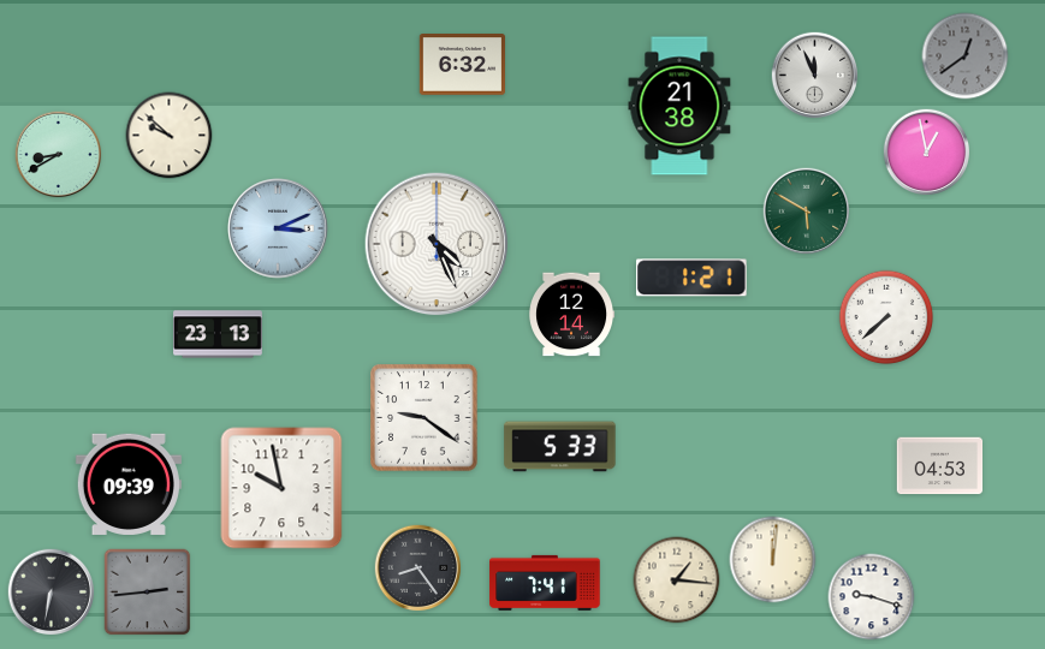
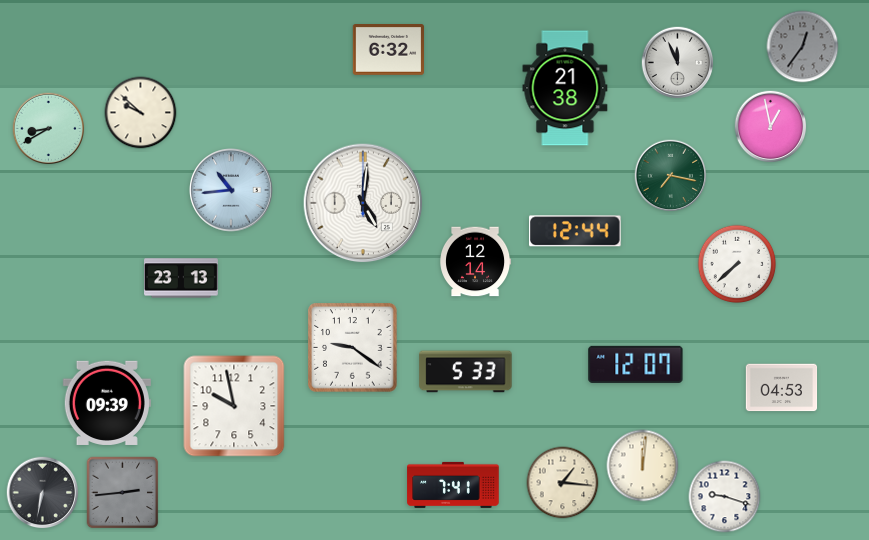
clock at (966, 56): 12:39 -> 12:36
clock at (462, 65) position: (462, 65) -> (388, 50)
clock at (807, 212): 5:50 -> 7:17
clock at (279, 230): 3:11 -> 10:44
clock at (437, 244): 4:26 -> 5:01
clock at (691, 278): 1:21 -> 12:44
clock at (636, 364): none -> 12:07
clock at (418, 568): 8:24 -> none
